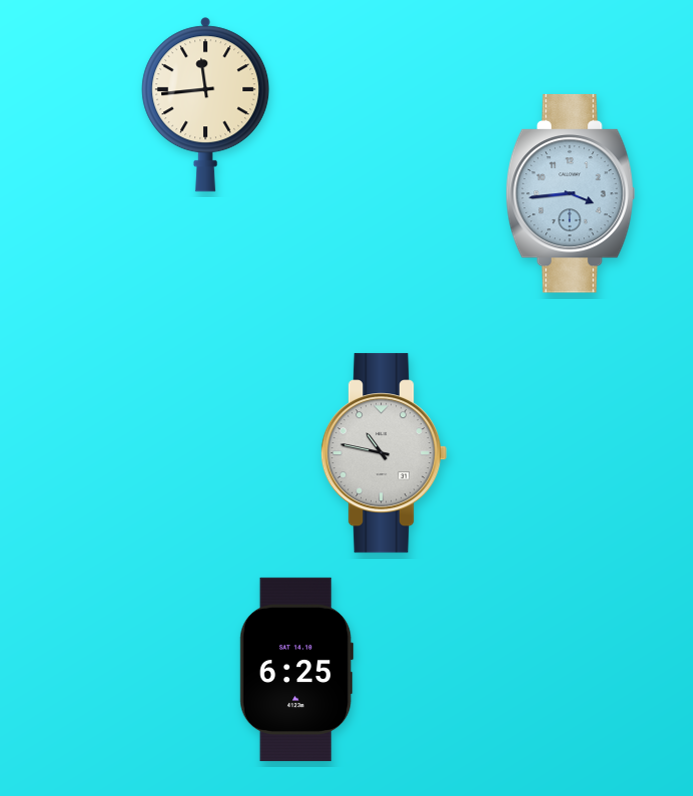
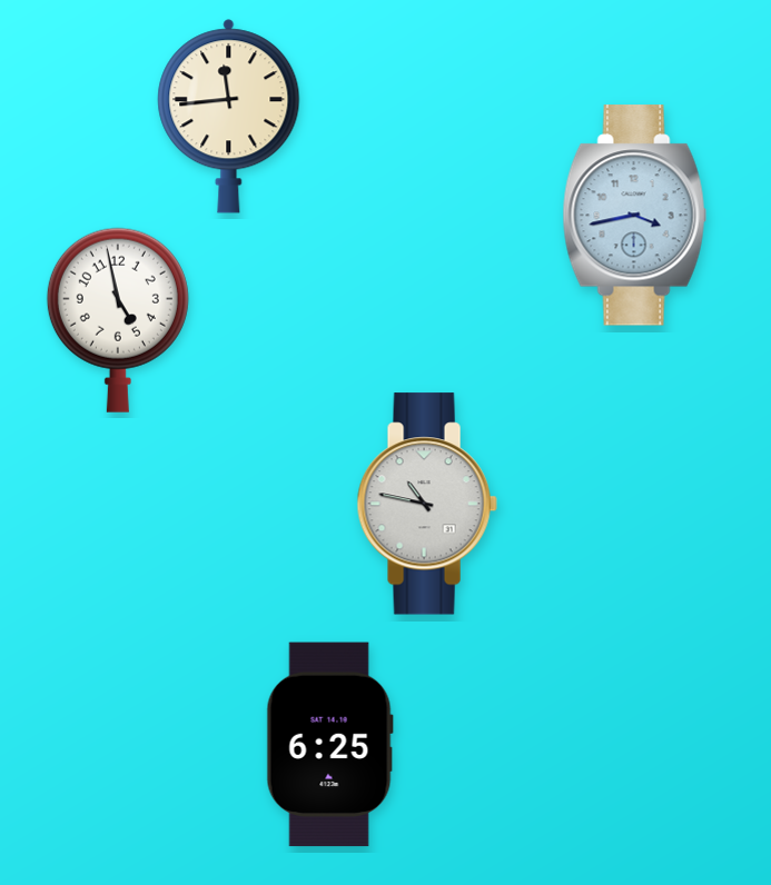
clock at (570, 194): 3:44 -> 3:43
clock at (118, 320): none -> 4:58
